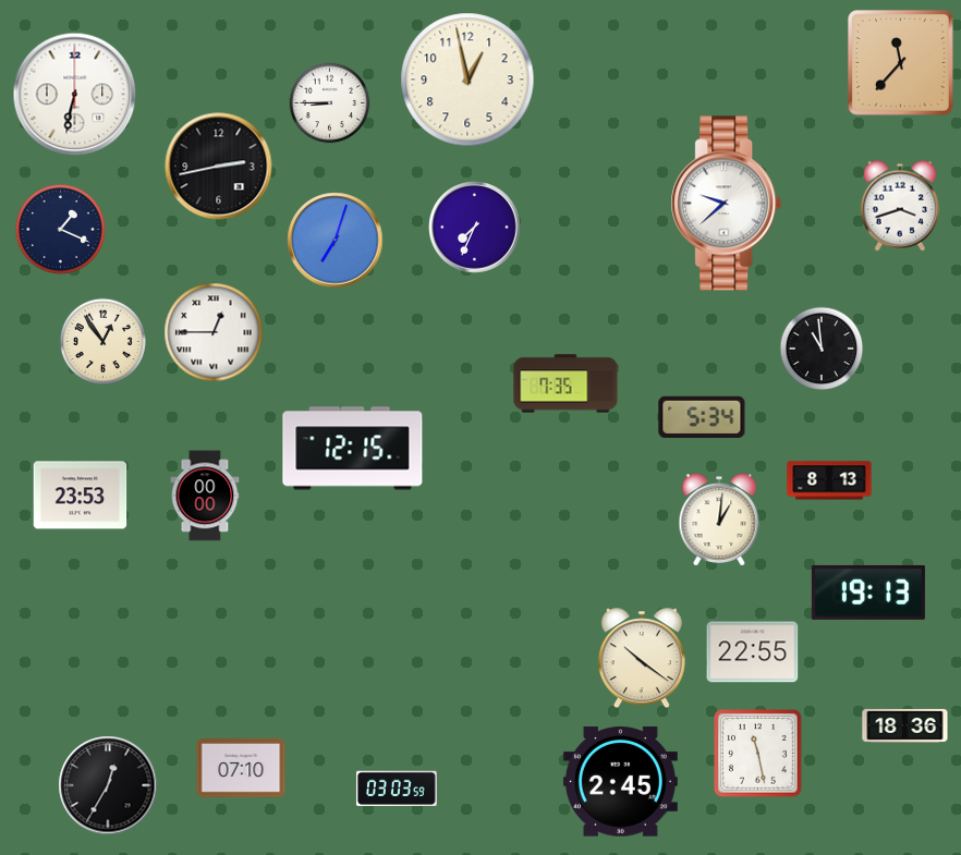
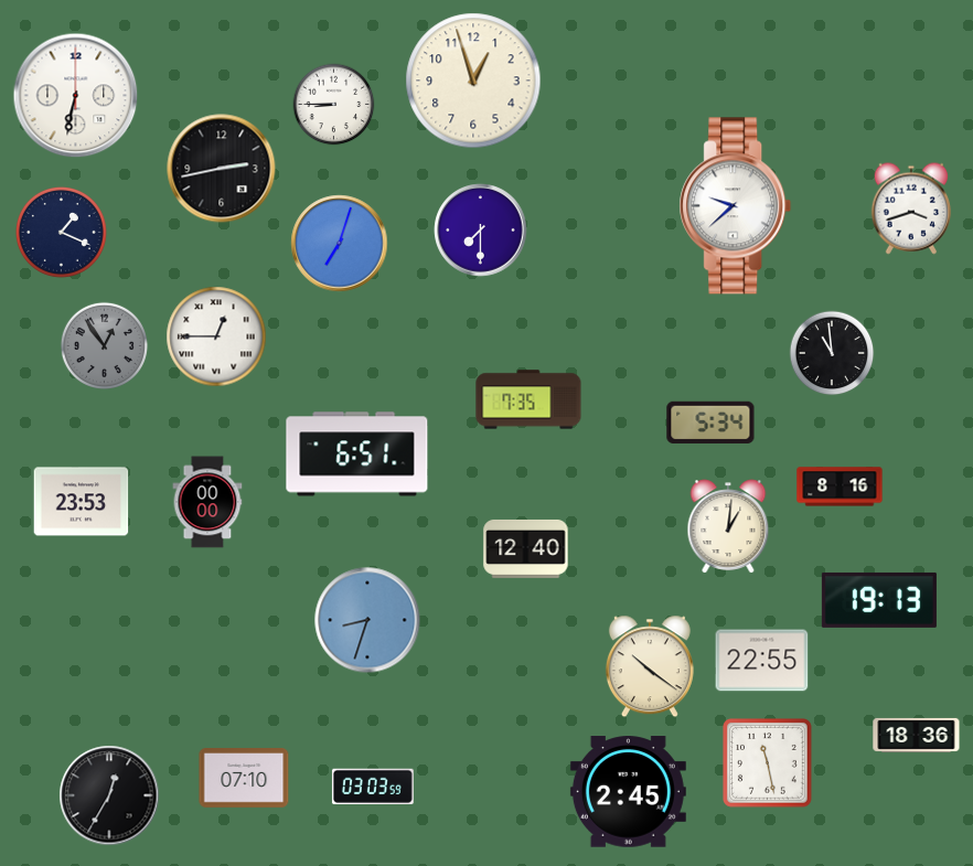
clock at (900, 62): 11:37 -> none
clock at (467, 80): 12:58 -> 12:57
clock at (475, 228): 7:34 -> 7:30
clock at (102, 341) dial: cream -> grey
clock at (565, 383) position: (565, 383) -> (528, 399)
clock at (353, 449): 12:15 -> 6:51
clock at (829, 480): 8:13 -> 8:16
clock at (526, 548): none -> 12:40
clock at (367, 620): none -> 8:33
clock at (397, 787) position: (397, 787) -> (373, 785)
